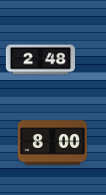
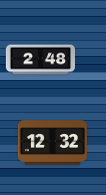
clock at (52, 143): 8:00 -> 12:32
